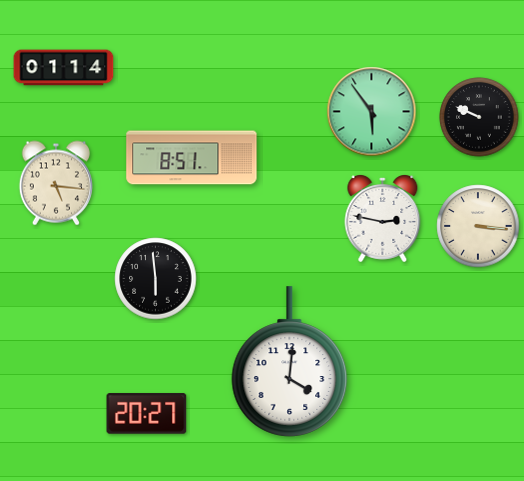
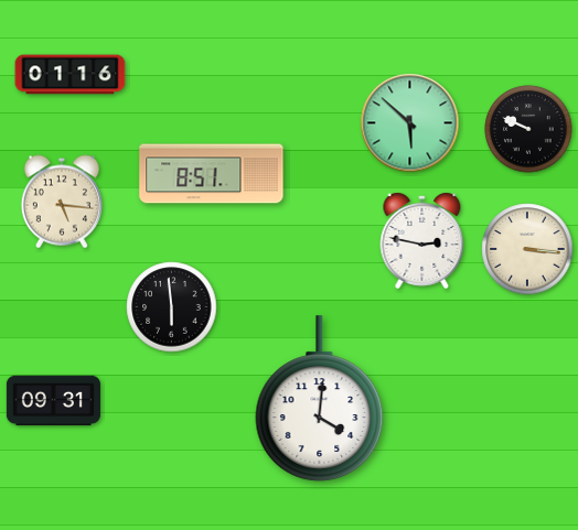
clock at (64, 68): 01:14 -> 01:16
clock at (372, 112): 5:54 -> 5:52
clock at (53, 401): none -> 09:31
clock at (147, 414): 20:27 -> none
